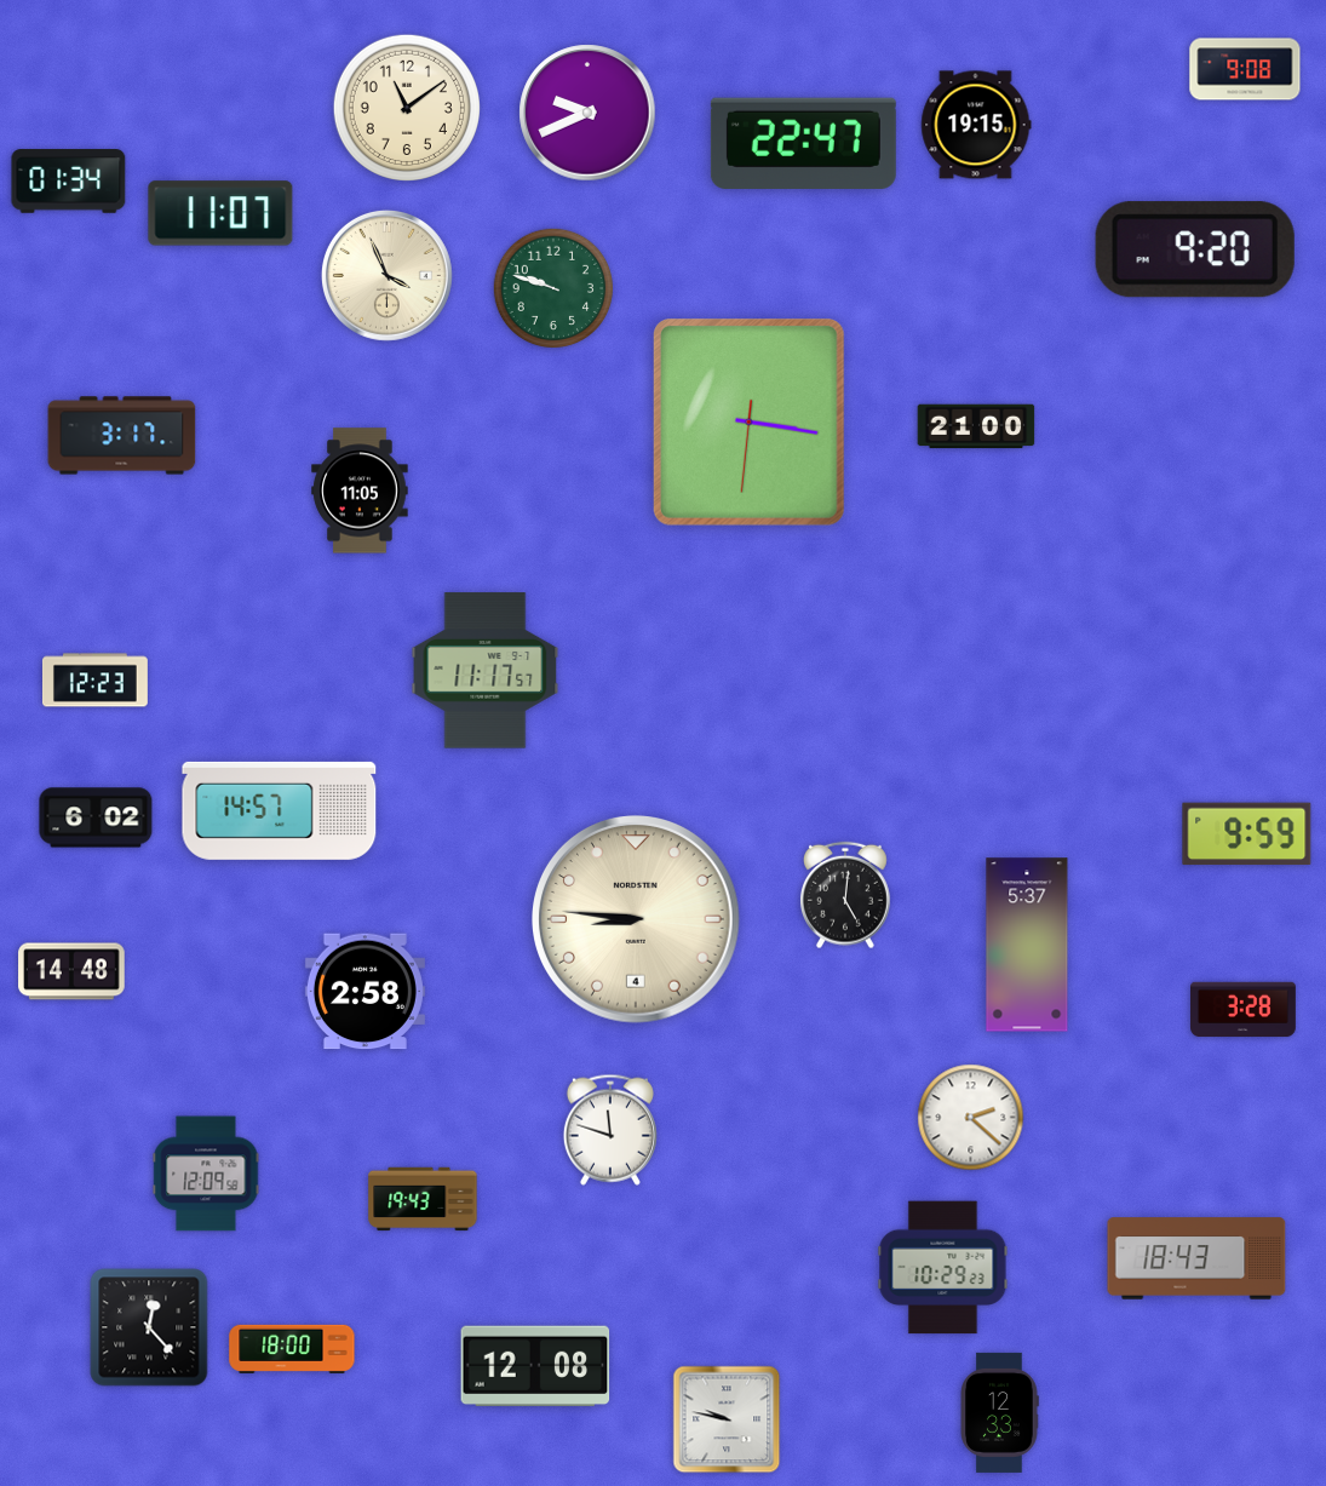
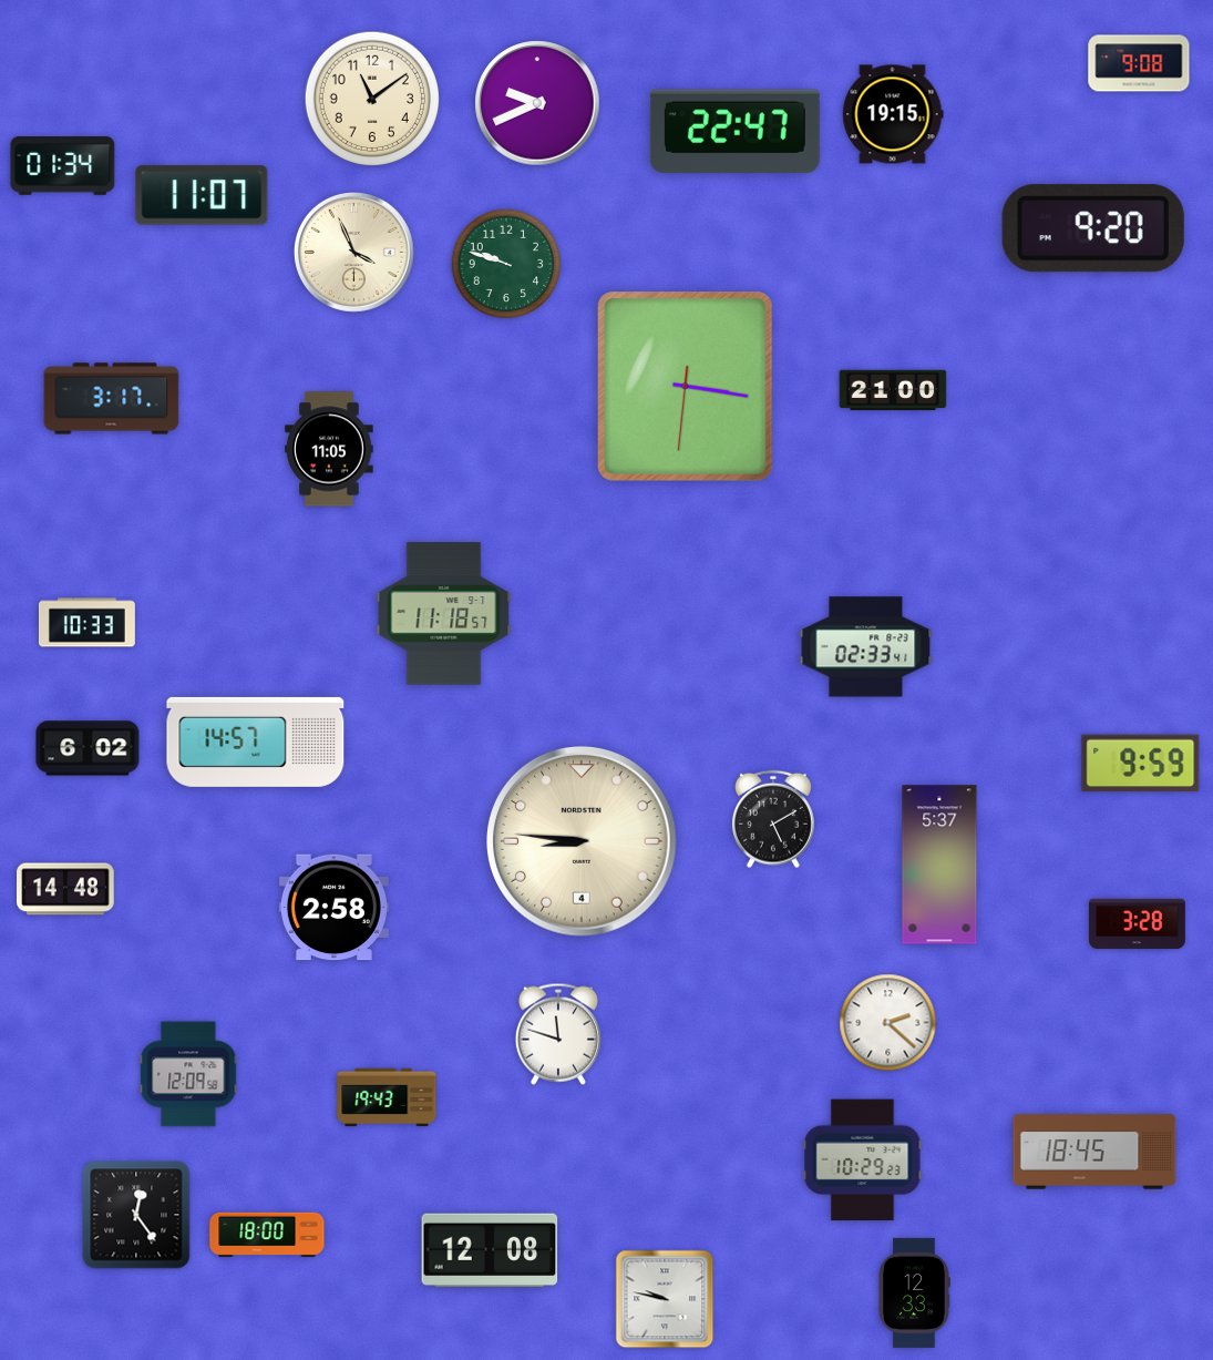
clock at (486, 671): 11:17 -> 11:18
clock at (94, 681): 12:23 -> 10:33
clock at (866, 647): none -> 02:33
clock at (845, 895): 5:01 -> 5:10
clock at (1196, 1258): 18:43 -> 18:45
clock at (149, 1327): 12:23 -> 12:24
